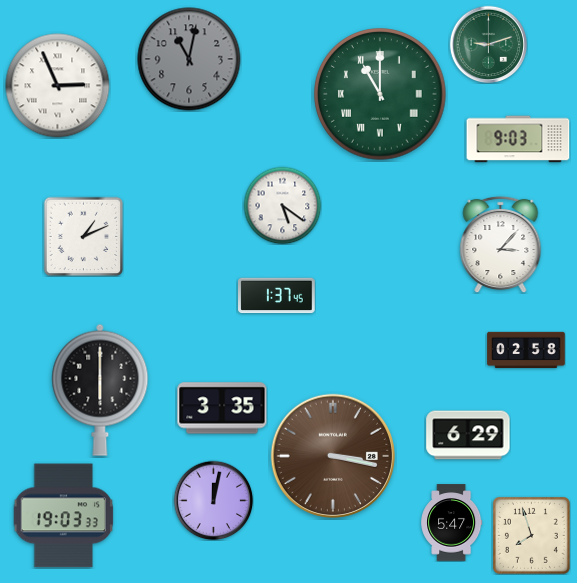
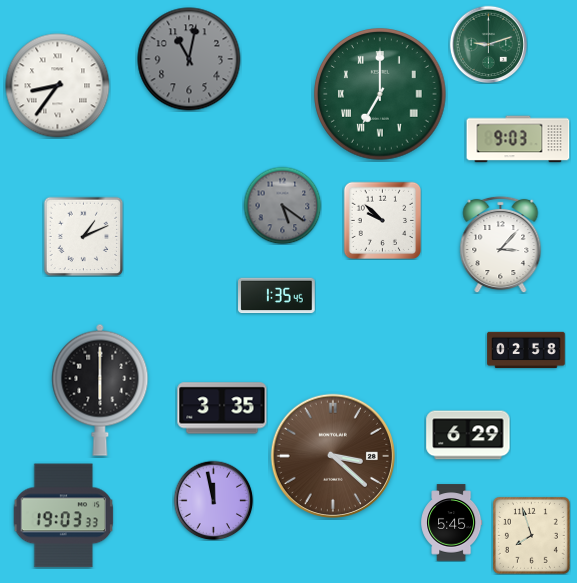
clock at (58, 86): 2:56 -> 8:36
clock at (380, 94): 11:00 -> 7:00
clock at (282, 205) dial: white -> grey
clock at (382, 220): none -> 9:52
clock at (277, 296): 1:37 -> 1:35
clock at (333, 456): 3:17 -> 3:22
clock at (213, 500): 12:02 -> 11:58
clock at (452, 523): 5:47 -> 5:45
